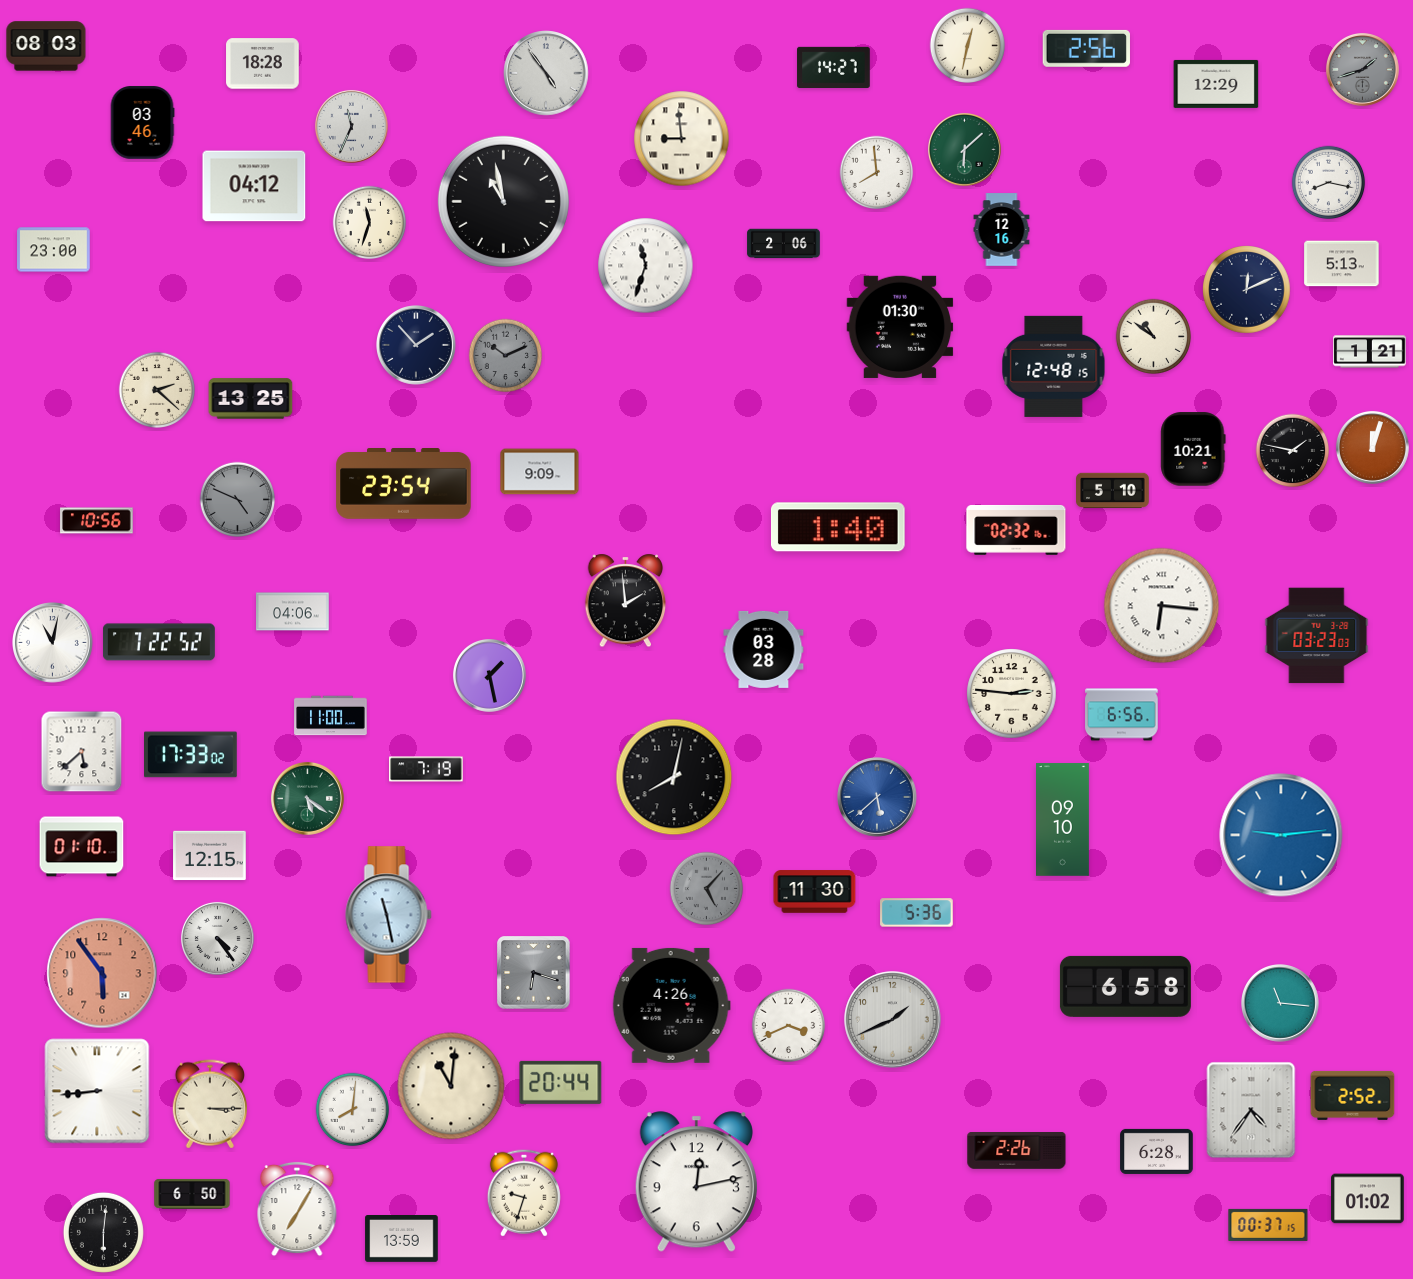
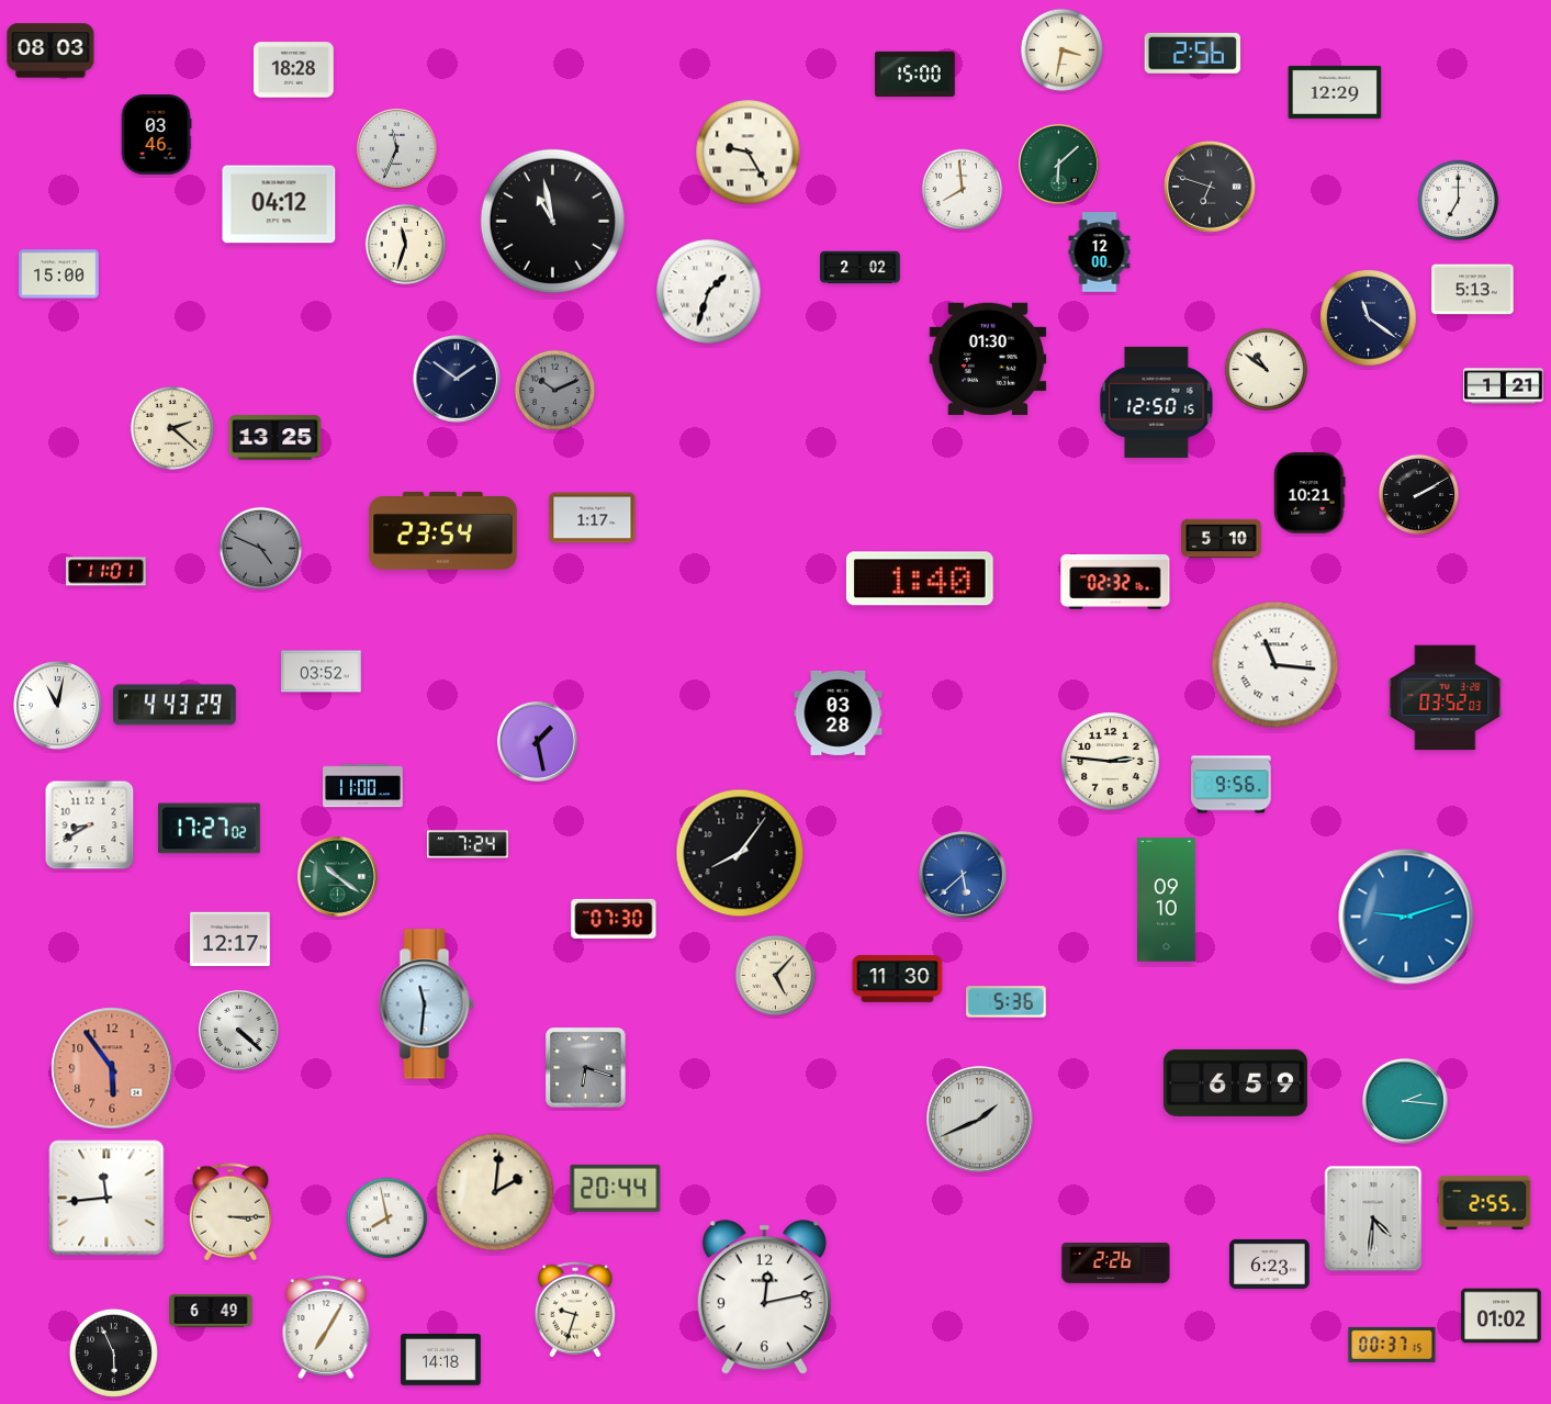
clock at (968, 46): 12:32 -> 3:32
clock at (263, 64) position: (263, 64) -> (294, 70)
clock at (834, 67): 14:27 -> 15:00
clock at (1362, 69): 1:42 -> none
clock at (546, 73): 4:54 -> none
clock at (351, 126) position: (351, 126) -> (396, 148)
clock at (682, 139): 8:59 -> 9:25
clock at (1210, 187): none -> 6:48
clock at (1329, 183): 8:17 -> 7:00
clock at (1002, 230): 12:16 -> 12:00
clock at (784, 244): 2:06 -> 2:02
clock at (54, 250): 23:00 -> 15:00
clock at (646, 266): 11:33 -> 1:33
clock at (1247, 290): 12:11 -> 11:21
clock at (417, 346): 1:53 -> 1:51
clock at (1054, 366): 12:48 -> 12:50
clock at (1372, 447): 12:03 -> none
clock at (1293, 451): 1:47 -> 2:10
clock at (540, 472): 9:09 -> 1:17
clock at (97, 521): 10:56 -> 11:01
clock at (626, 601): 1:59 -> none
clock at (1162, 606): 6:16 -> 11:16
clock at (293, 612): 04:06 -> 03:52
clock at (1317, 636): 03:23 -> 03:52
clock at (159, 642): 7:22 -> 4:43
clock at (1122, 715): 6:56 -> 9:56
clock at (82, 752): 5:38 -> 8:40
clock at (191, 755): 17:33 -> 17:27
clock at (426, 769): 7:19 -> 7:24
clock at (674, 777): 8:02 -> 8:06
clock at (307, 798): 5:21 -> 10:21
clock at (1281, 835): 9:14 -> 9:12
clock at (614, 919): none -> 07:30
clock at (82, 847): 01:10 -> none
clock at (210, 856): 12:15 -> 12:17
clock at (707, 889) dial: grey -> cream
clock at (815, 892) position: (815, 892) -> (898, 979)
clock at (389, 915): 11:28 -> 11:31
clock at (217, 938): 4:24 -> 4:22
clock at (1125, 986): 6:58 -> 6:59
clock at (1281, 1004): 11:16 -> 2:16
clock at (671, 1005): 4:26 -> none
clock at (789, 1026): 3:41 -> none
clock at (451, 1086): 11:01 -> 2:01
clock at (97, 1091): 8:44 -> 11:44
clock at (1353, 1095): 2:52 -> 2:55
clock at (353, 1110): 8:01 -> 7:58
clock at (1251, 1110): 4:36 -> 4:31
clock at (1157, 1151): 6:28 -> 6:23
clock at (192, 1194): 6:50 -> 6:49
clock at (103, 1232): 6:01 -> 5:56
clock at (402, 1239): 13:59 -> 14:18
